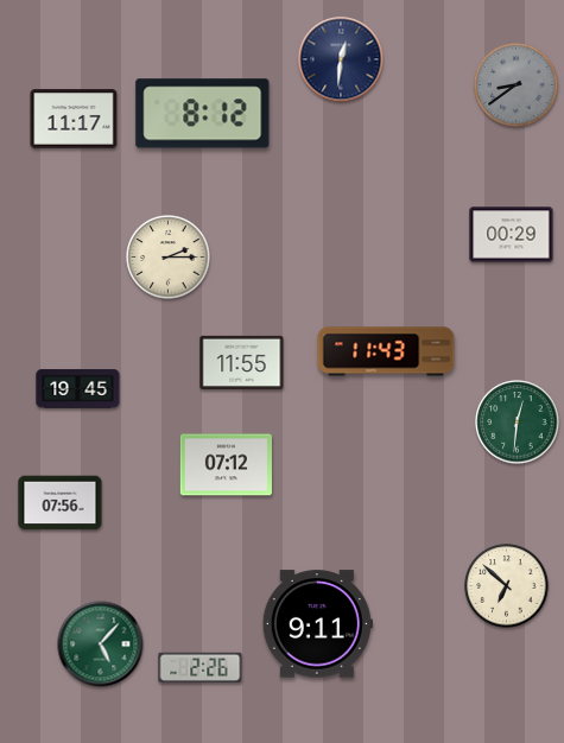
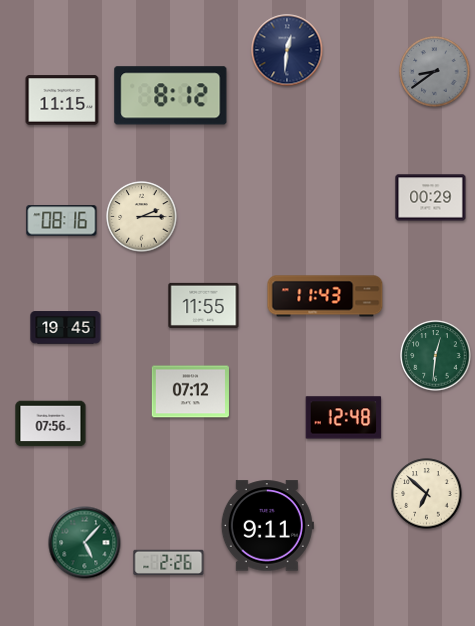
clock at (74, 119): 11:17 -> 11:15
clock at (62, 221): none -> 08:16
clock at (344, 418): none -> 12:48
